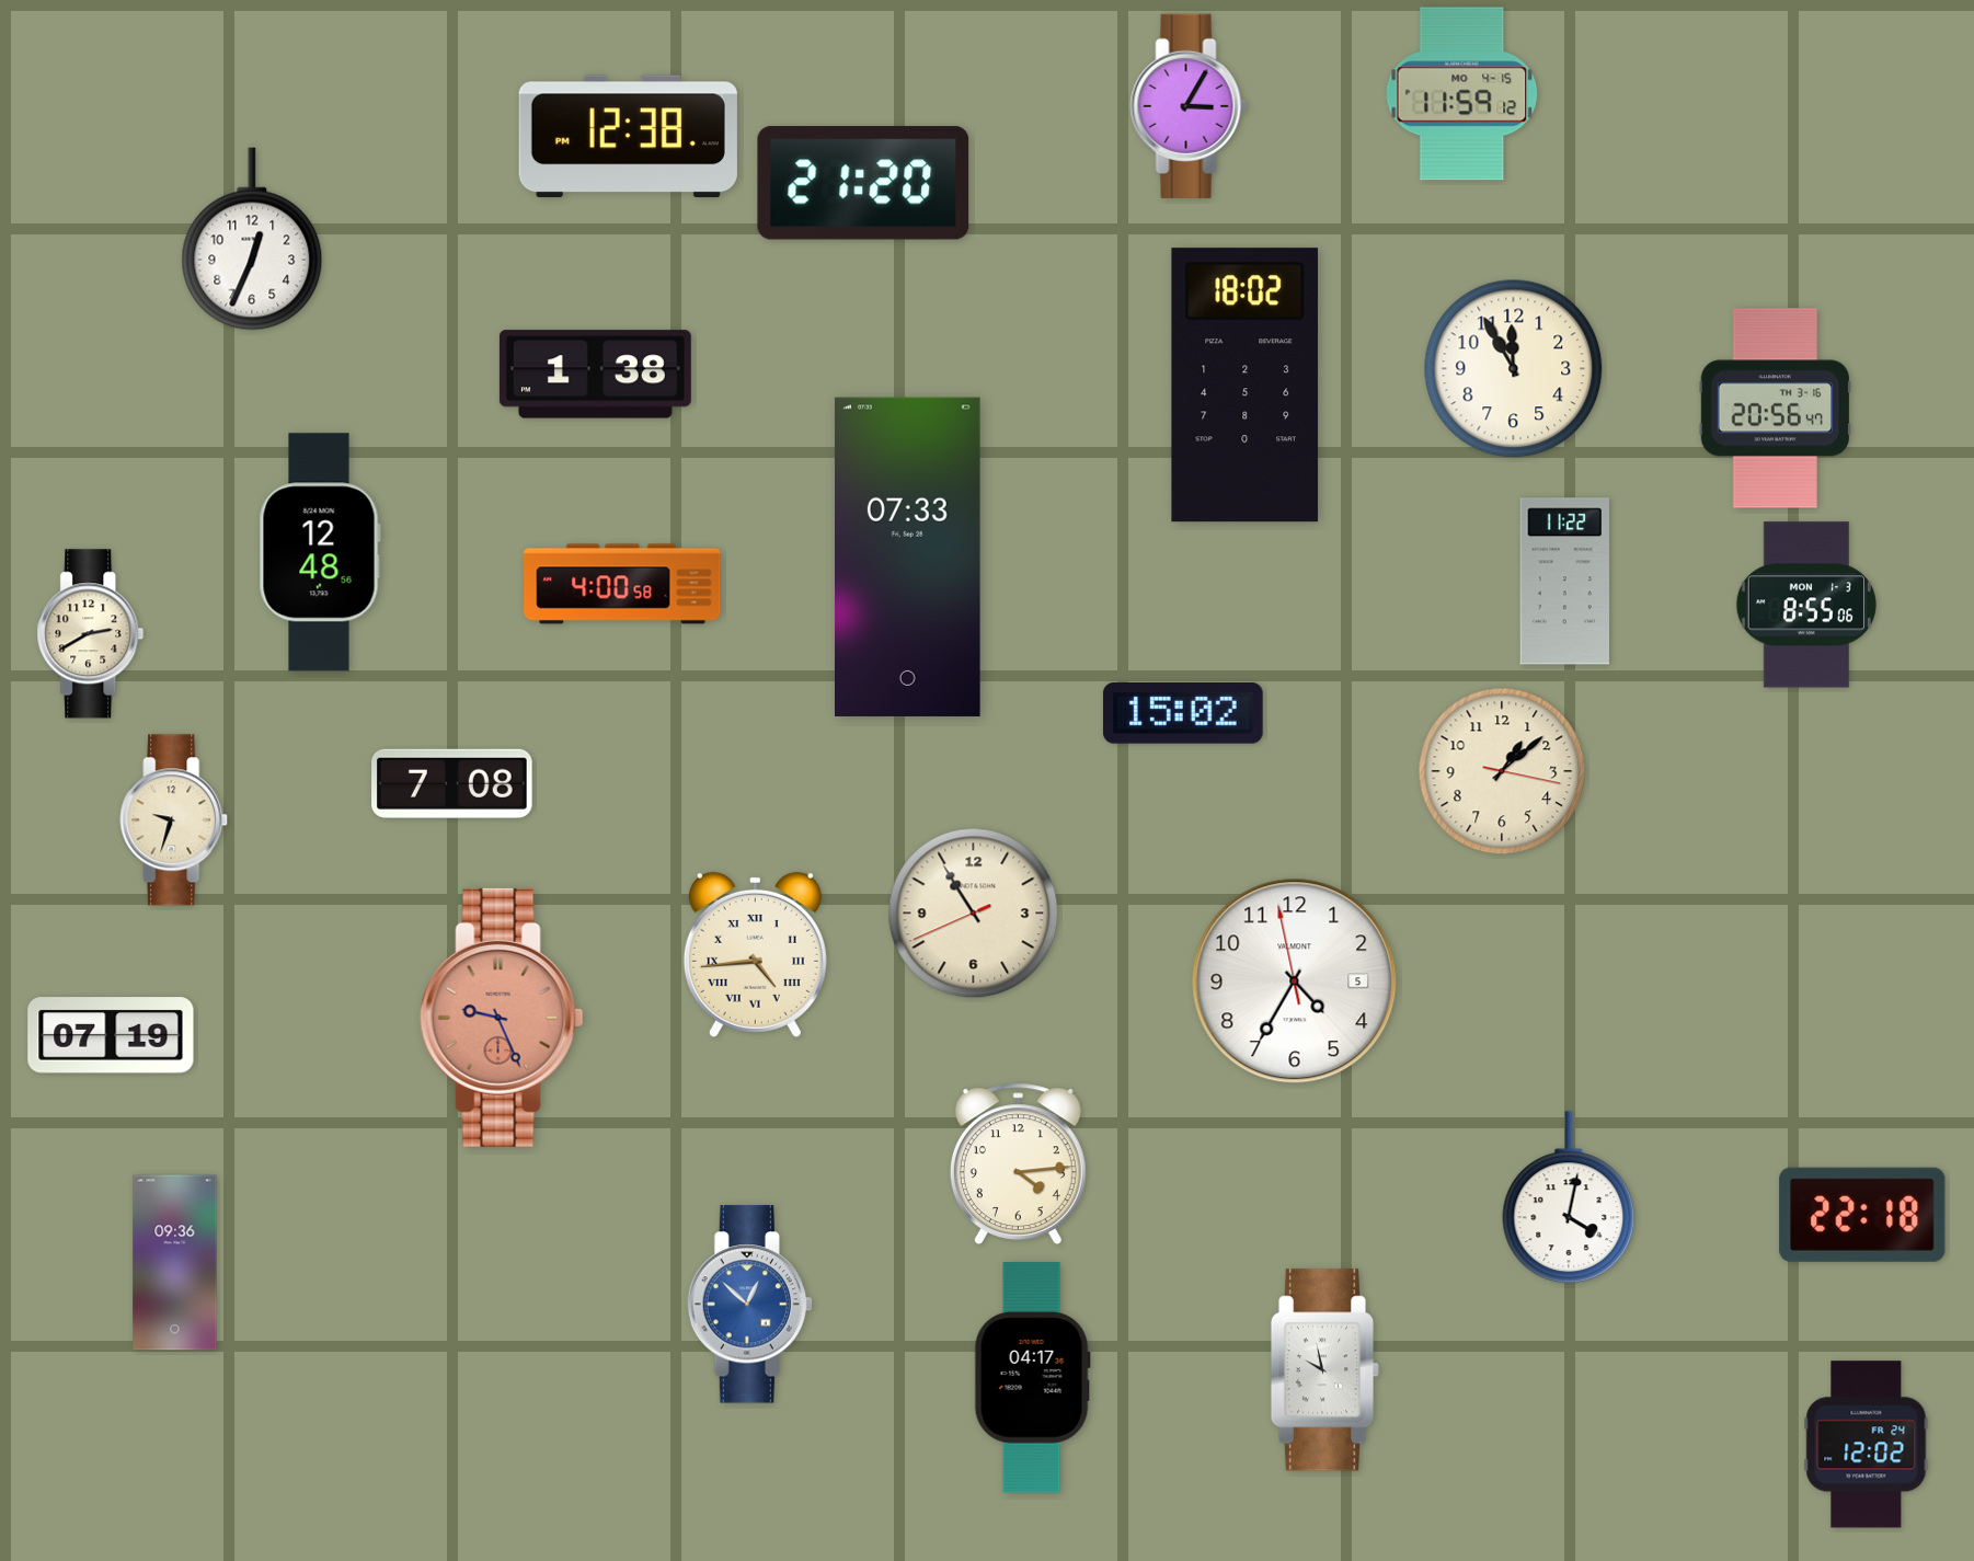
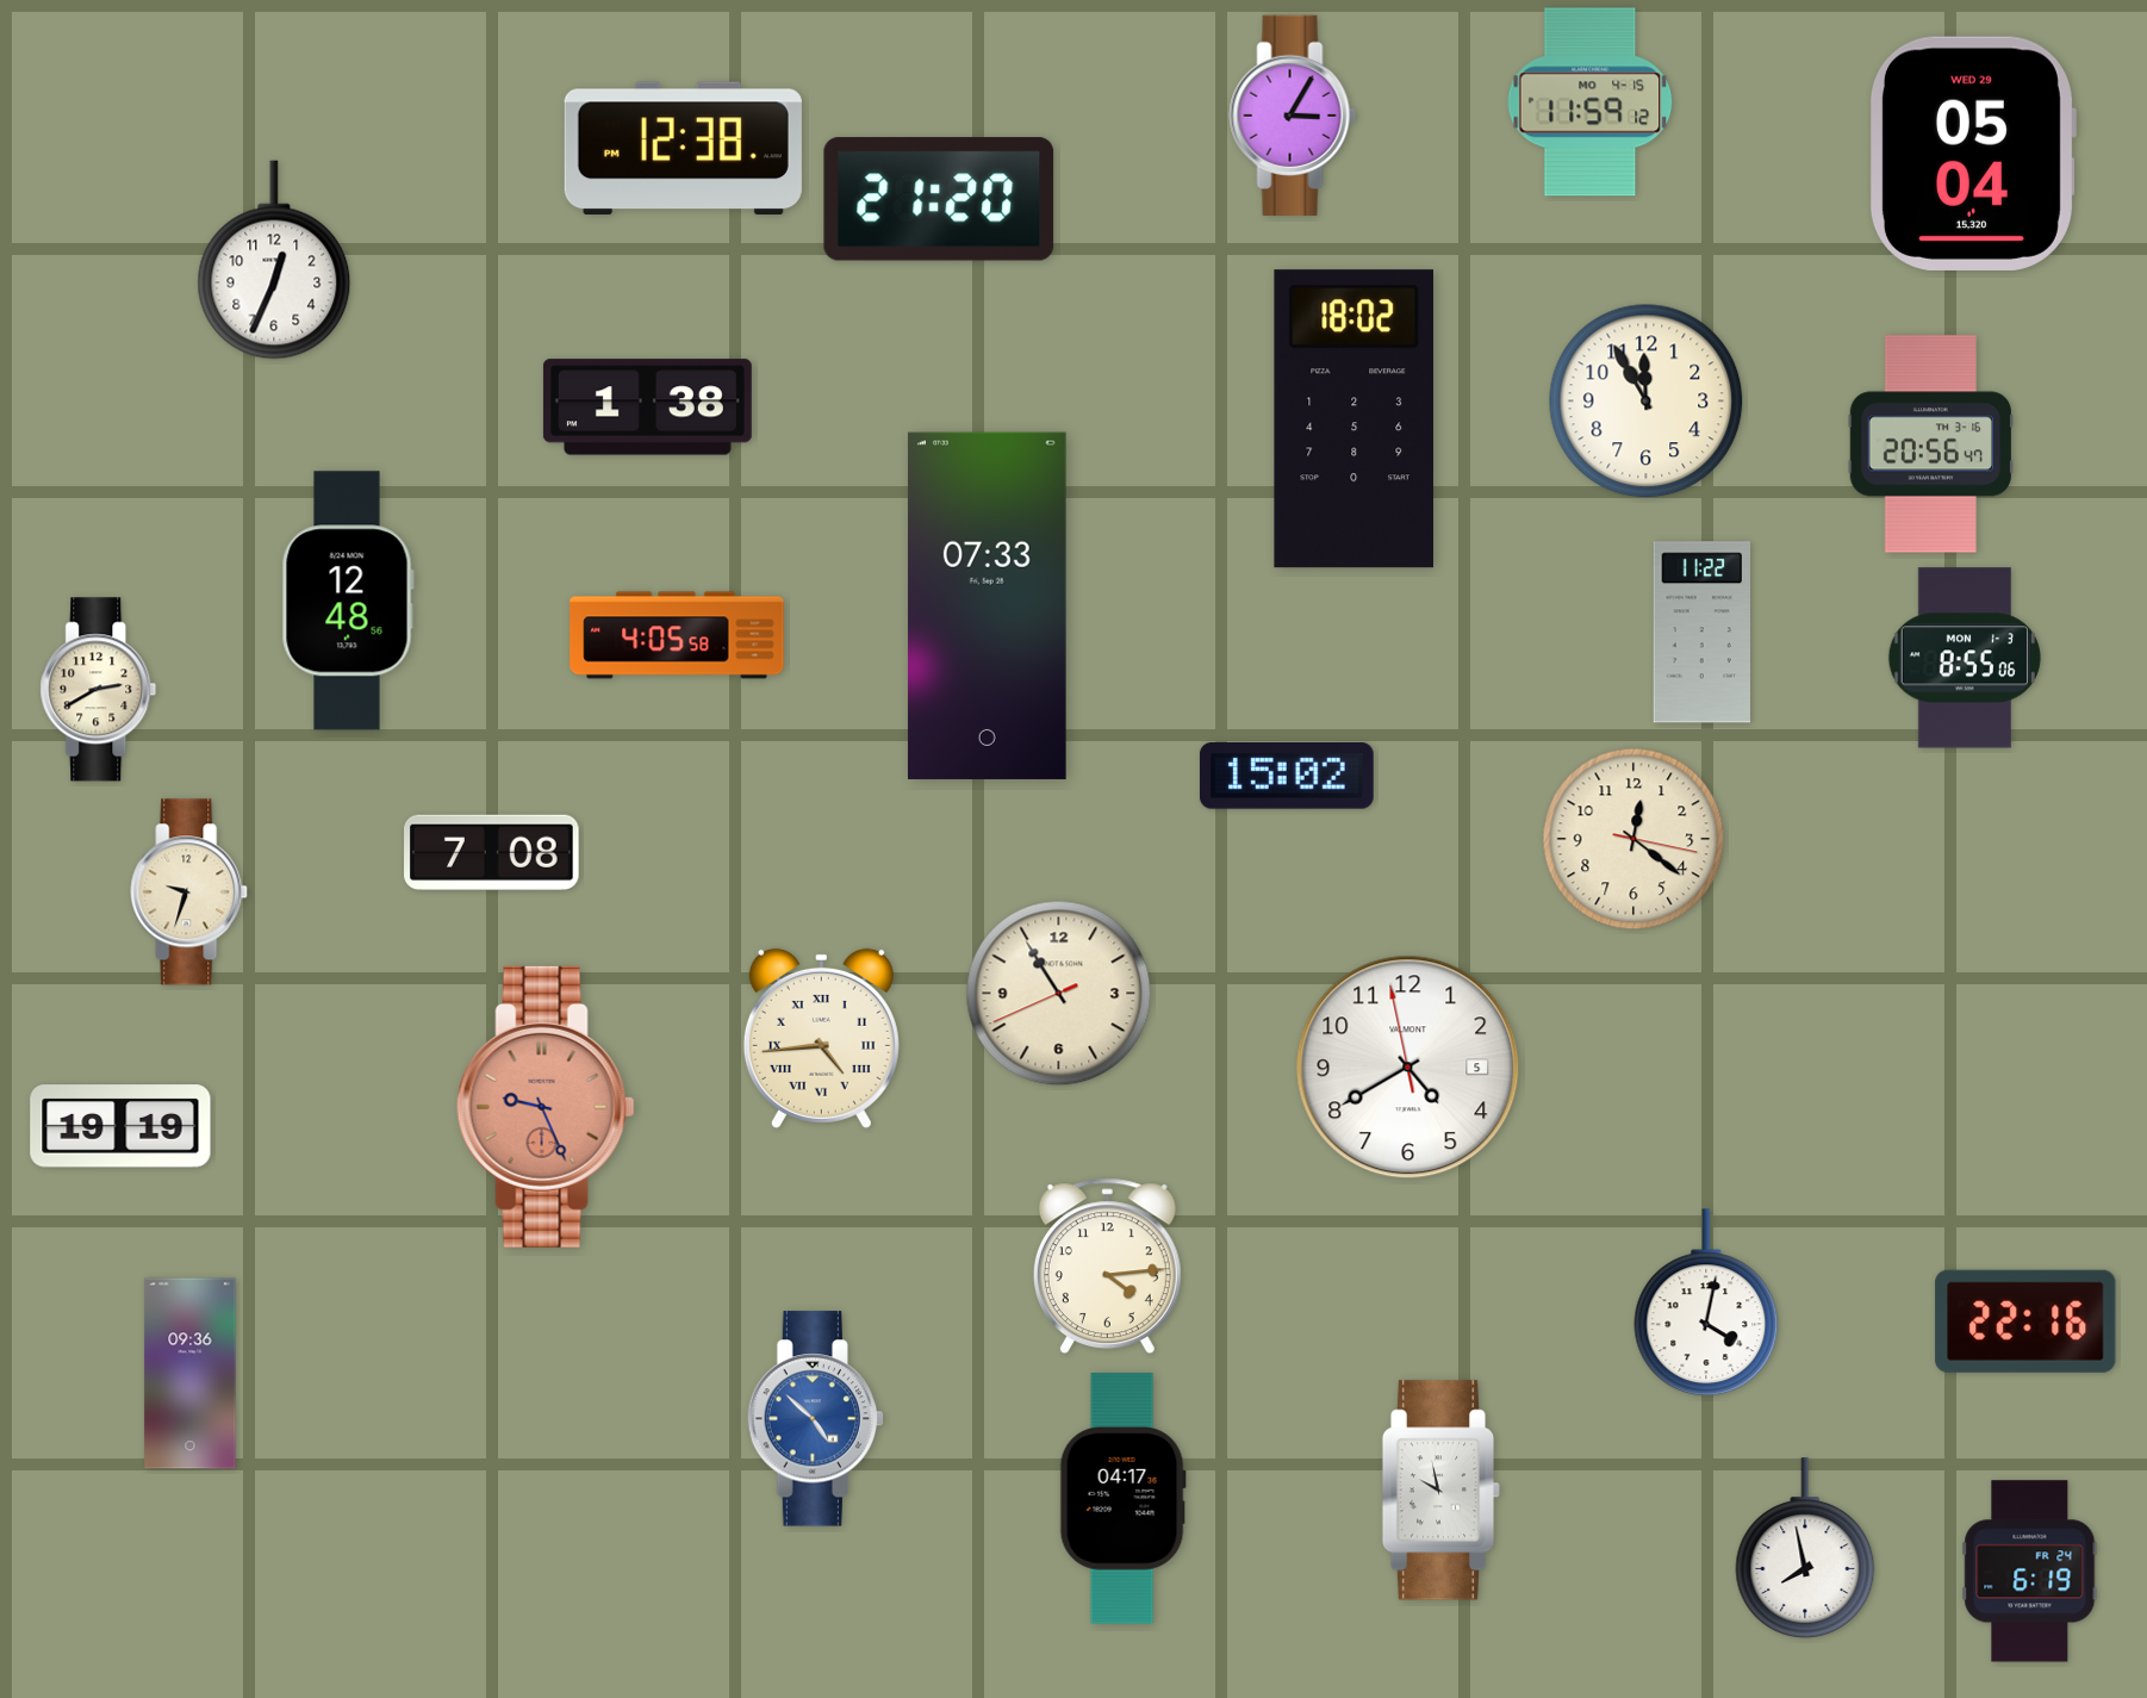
clock at (1973, 154): none -> 05:04
clock at (622, 584): 4:00 -> 4:05
clock at (1502, 771): 1:08 -> 12:21
clock at (1295, 982): 4:34 -> 4:39
clock at (111, 1035): 07:19 -> 19:19
clock at (1862, 1215): 22:18 -> 22:16
clock at (749, 1305): 12:52 -> 4:52
clock at (1805, 1548): none -> 7:58
clock at (1867, 1445): 12:02 -> 6:19
